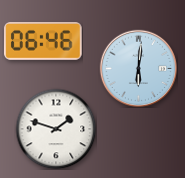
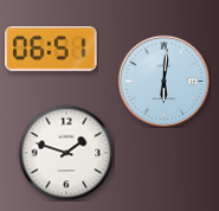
clock at (43, 42): 06:46 -> 06:51
